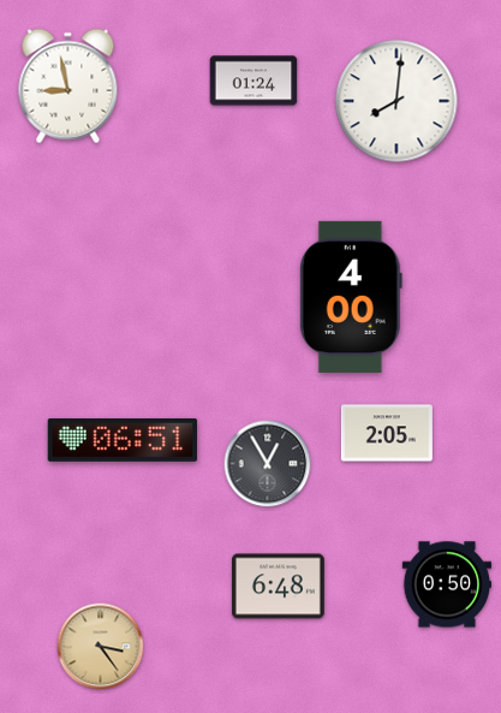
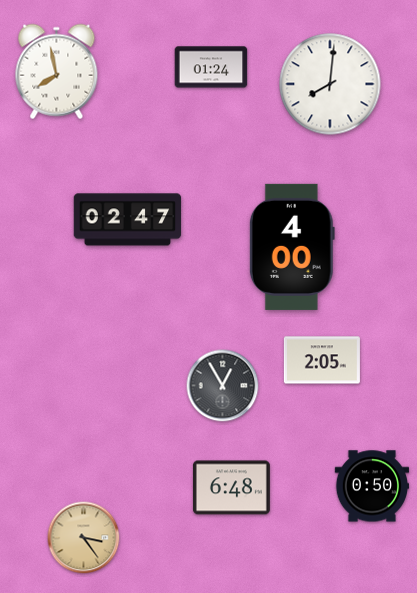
clock at (68, 87): 8:58 -> 7:58
clock at (128, 220): none -> 02:47
clock at (123, 440): 06:51 -> none
